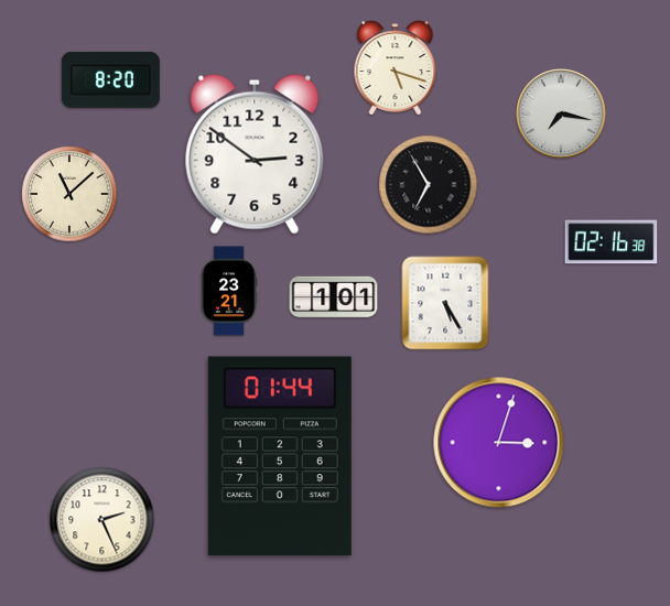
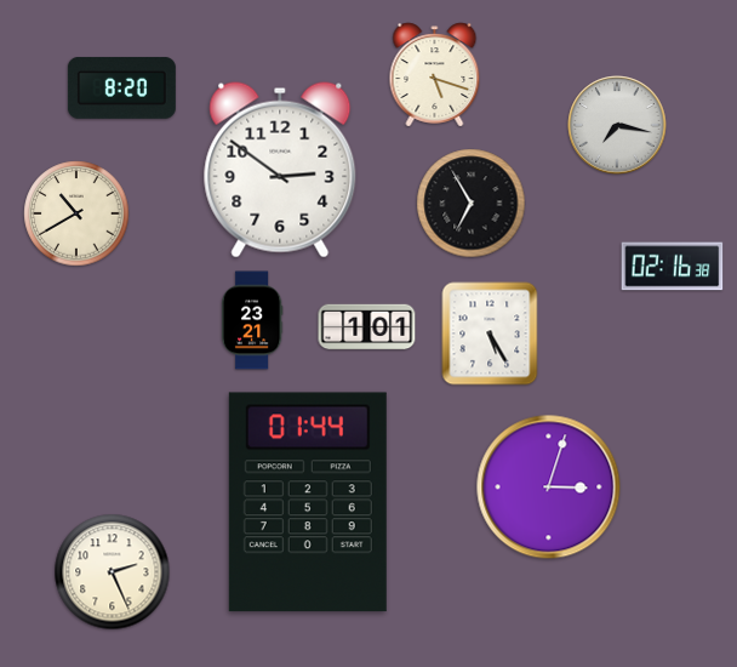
clock at (69, 194): 11:08 -> 10:40
